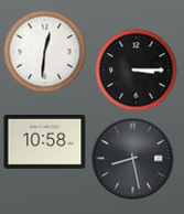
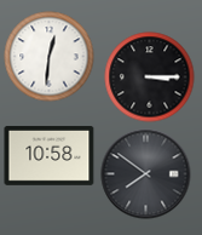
clock at (133, 159): 8:28 -> 7:51
